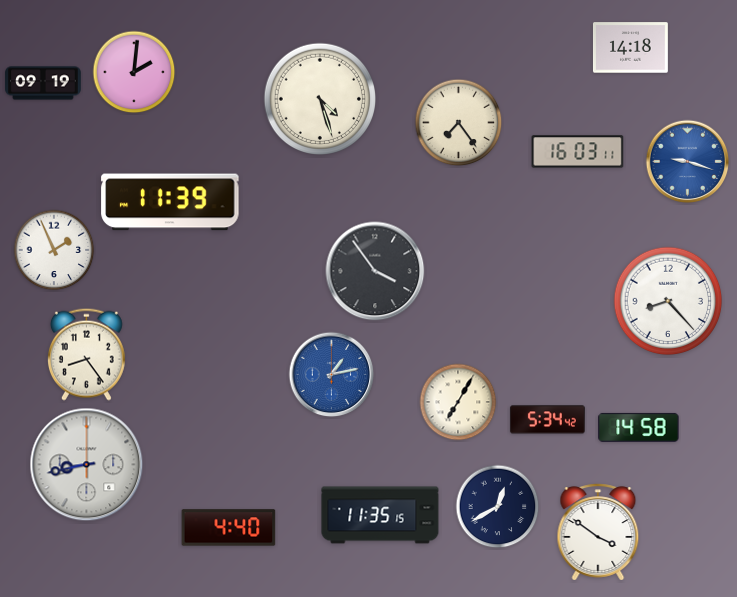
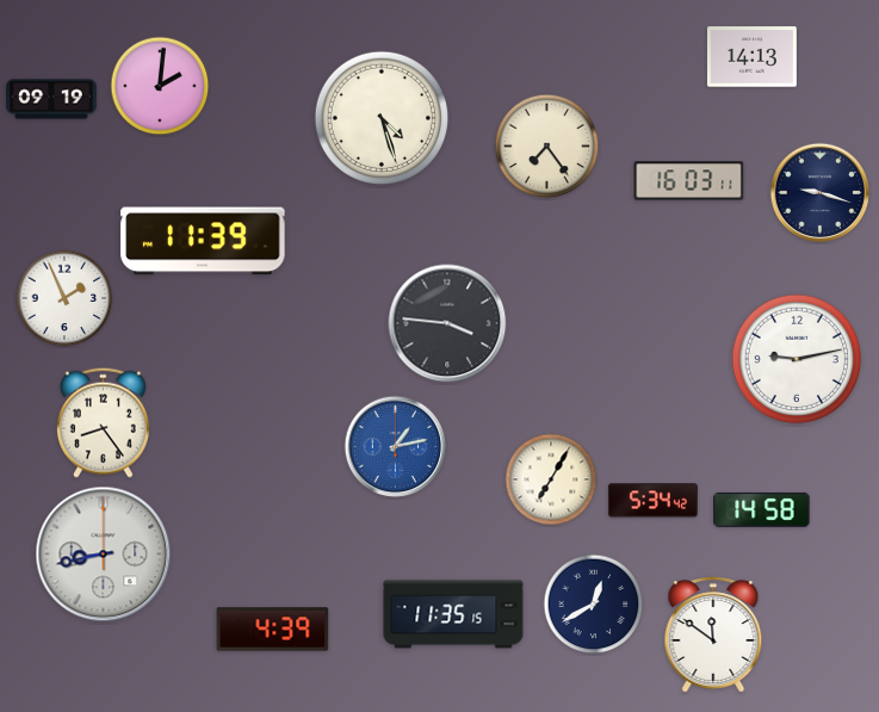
clock at (630, 48): 14:18 -> 14:13
clock at (688, 162) dial: blue -> navy
clock at (375, 271): 3:54 -> 3:46
clock at (668, 301): 8:23 -> 9:13
clock at (458, 402) position: (458, 402) -> (551, 479)
clock at (229, 528): 4:40 -> 4:39
clock at (598, 532): 3:51 -> 11:51
